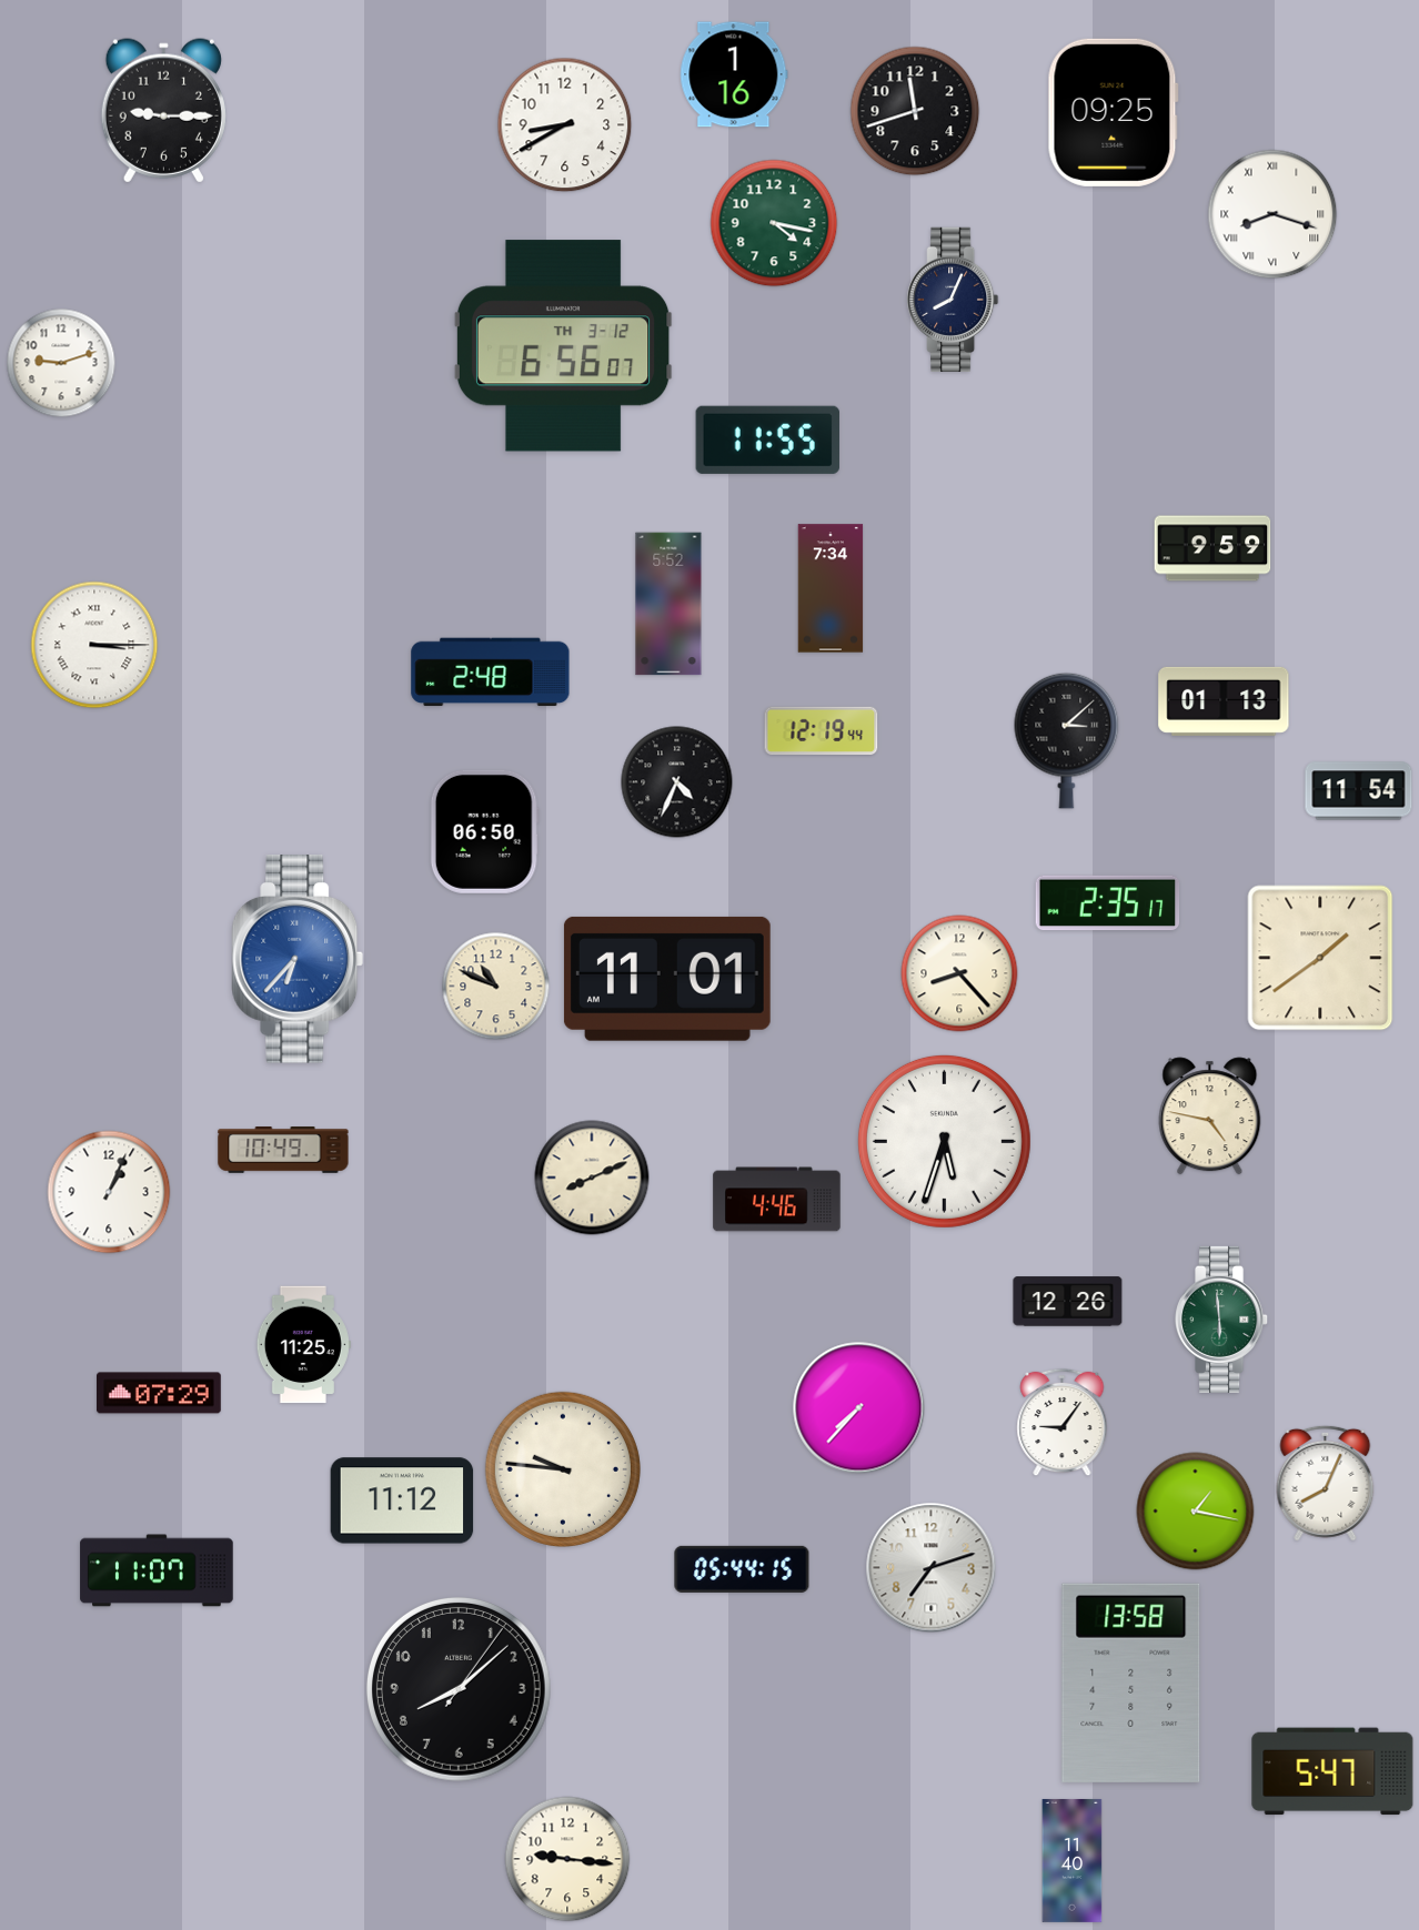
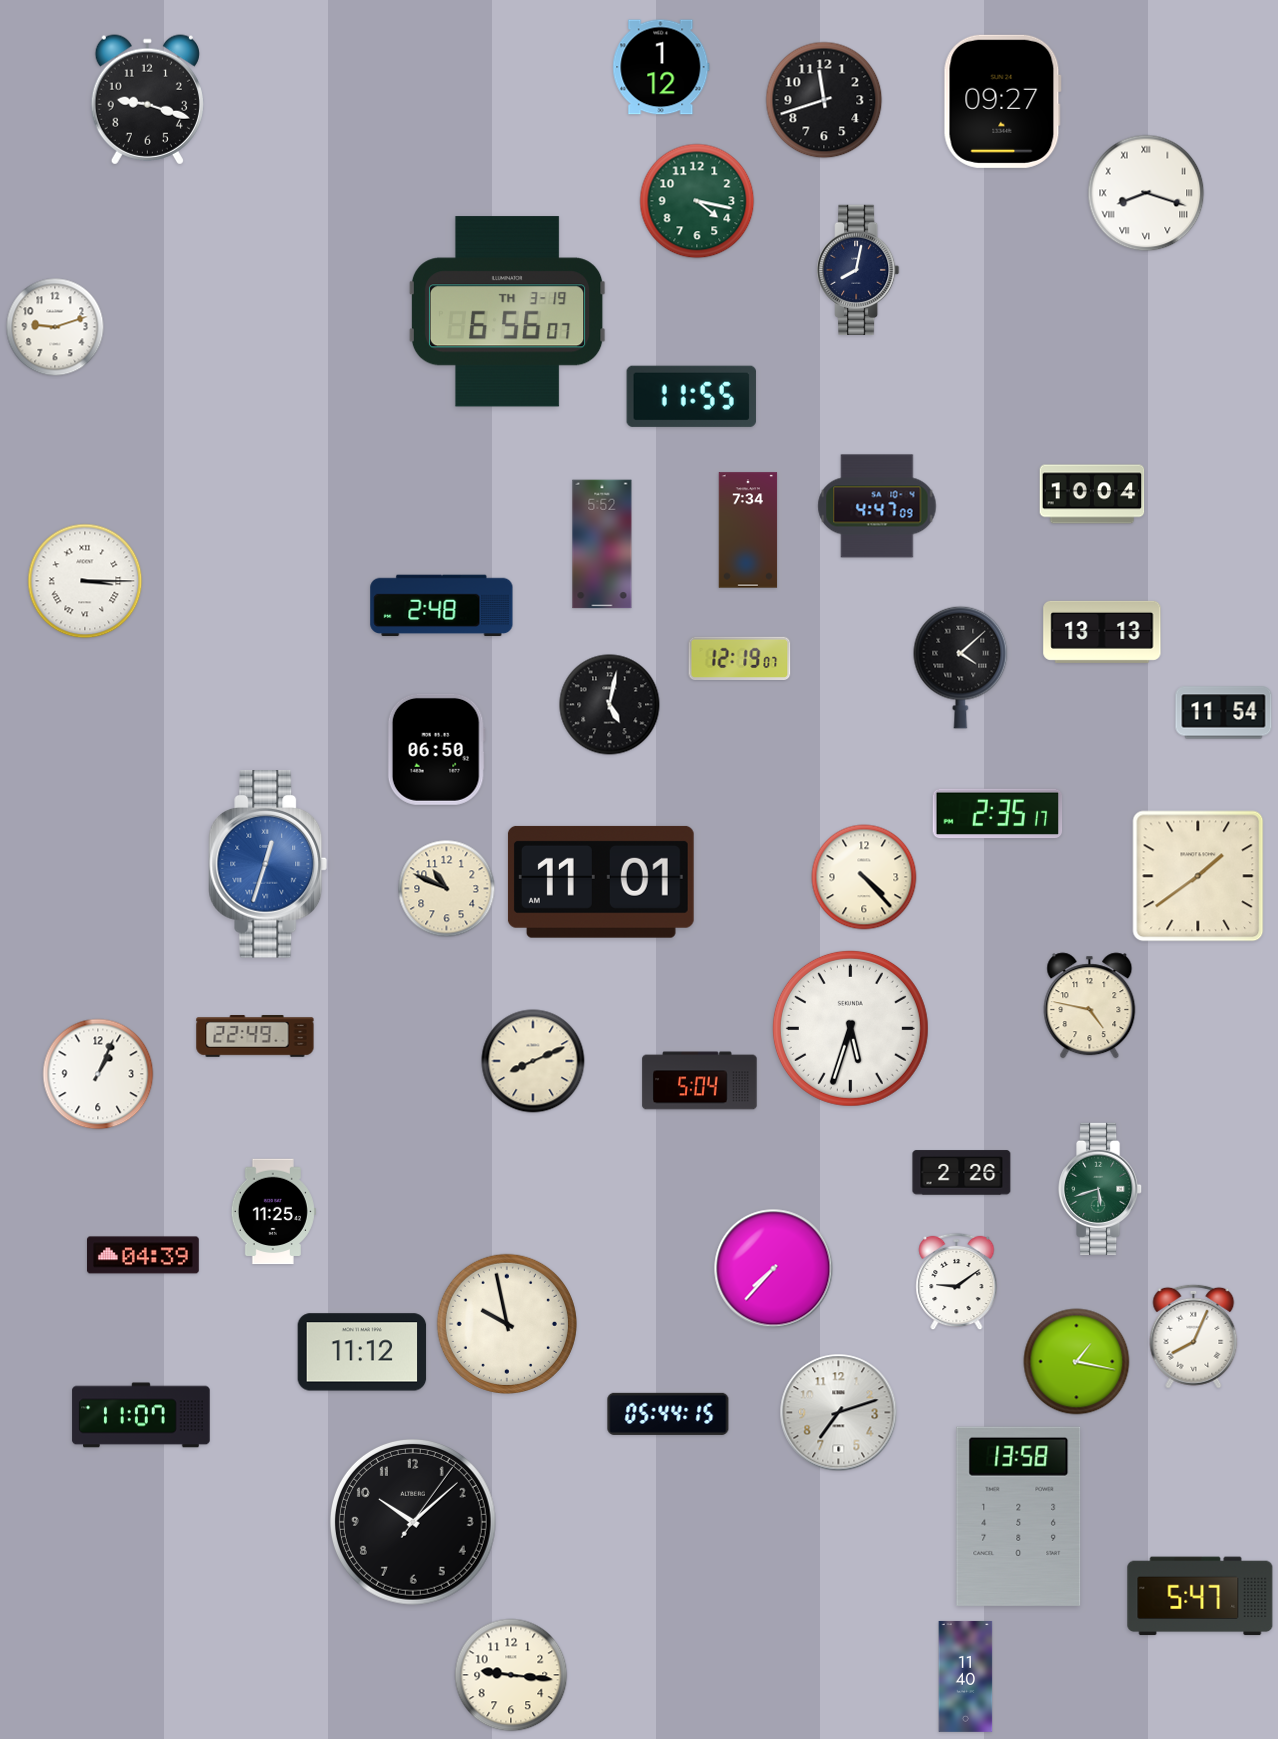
clock at (734, 74): 1:16 -> 1:12
clock at (163, 111): 9:15 -> 9:18
clock at (1113, 112): 09:25 -> 09:27
clock at (565, 125): 8:40 -> none
clock at (954, 299): 8:04 -> 8:02
clock at (563, 346) date: TH 3-12 -> TH 3-19
clock at (1212, 548): 9:59 -> 10:04
clock at (877, 506): none -> 4:47
clock at (1224, 701): 01:13 -> 13:13
clock at (822, 731): 12:19:44 -> 12:19:07
clock at (1067, 740): 3:08 -> 4:08
clock at (677, 782): 4:34 -> 5:02
clock at (1320, 958) position: (1320, 958) -> (1198, 876)
clock at (298, 959): 6:37 -> 12:33
clock at (959, 973): 8:23 -> 4:23
clock at (283, 1150): 10:49 -> 22:49
clock at (777, 1200): 4:46 -> 5:04
clock at (1068, 1302): 12:26 -> 2:26
clock at (1222, 1320): 5:59 -> 5:42
clock at (160, 1393): 07:29 -> 04:39
clock at (1063, 1423): 9:06 -> 9:09
clock at (563, 1469): 9:46 -> 9:58
clock at (459, 1689): 8:08 -> 10:08
